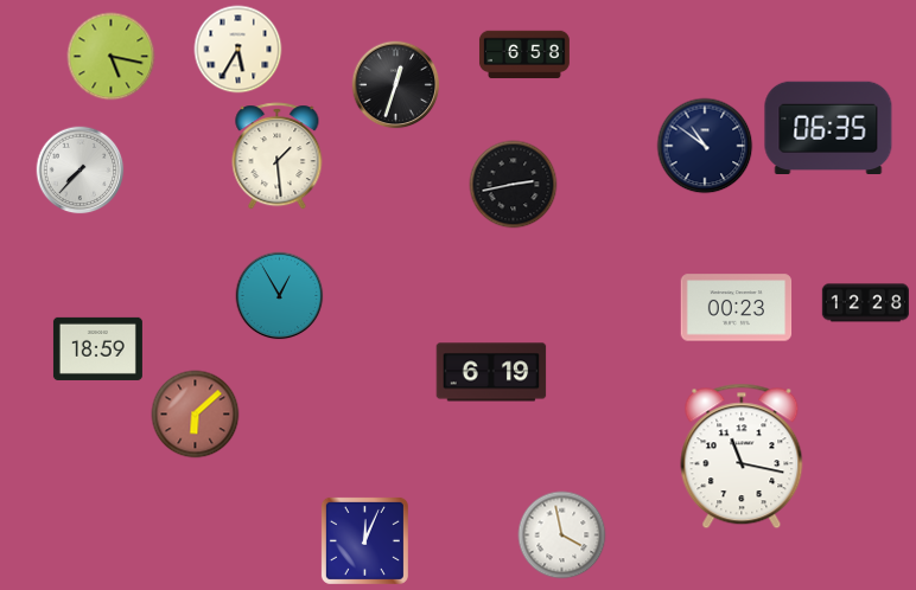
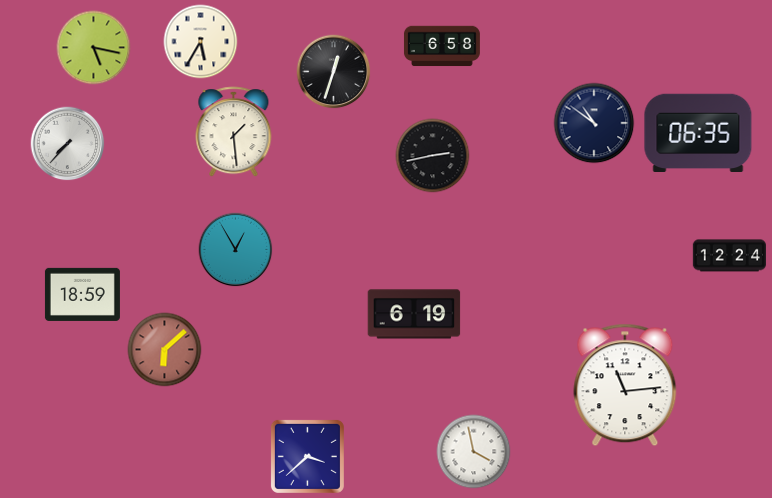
clock at (828, 128) position: (828, 128) -> (698, 133)
clock at (865, 303): 12:28 -> 12:24
clock at (737, 308): 00:23 -> none
clock at (742, 456): 11:17 -> 11:14
clock at (364, 540): 12:04 -> 3:38
